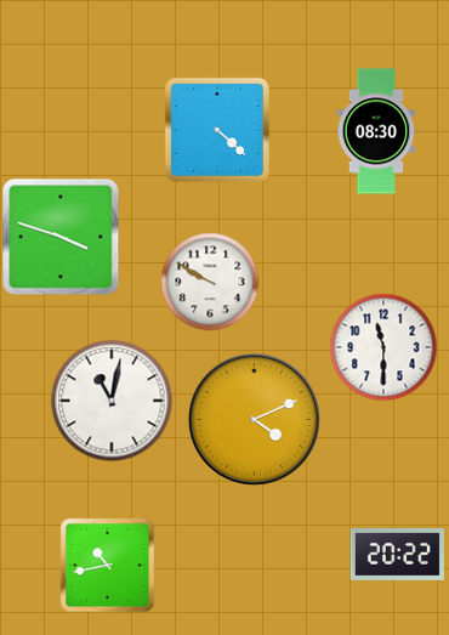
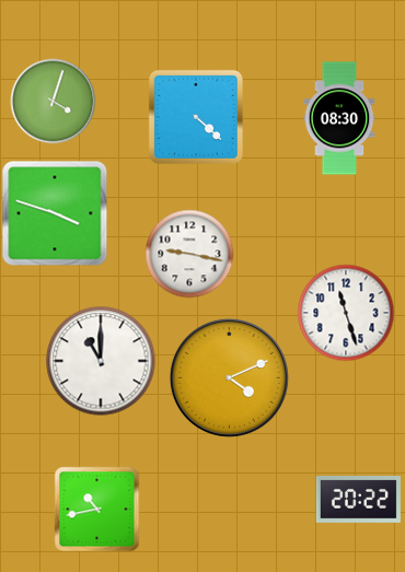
clock at (53, 101): none -> 4:03
clock at (210, 282): 9:50 -> 9:17
clock at (383, 347): 11:30 -> 11:27
clock at (112, 401): 11:02 -> 11:00
